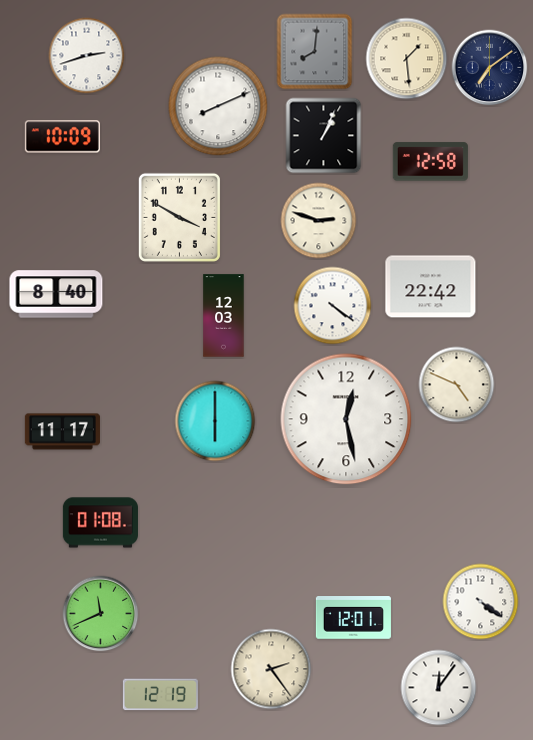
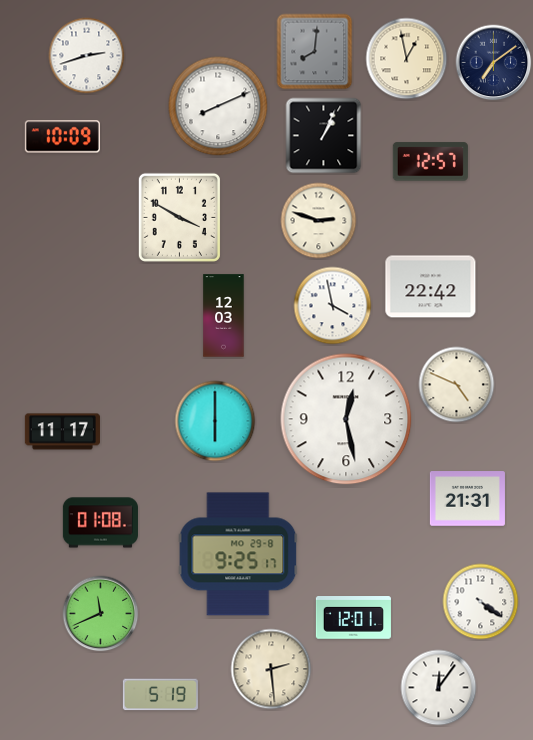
clock at (407, 59): 1:29 -> 12:58
clock at (490, 68) position: (490, 68) -> (494, 63)
clock at (430, 162): 12:58 -> 12:57
clock at (56, 294): 8:40 -> none
clock at (333, 306): 4:21 -> 3:58
clock at (467, 499): none -> 21:31
clock at (238, 554): none -> 9:25
clock at (271, 669): 2:24 -> 2:29
clock at (160, 695): 12:19 -> 5:19
